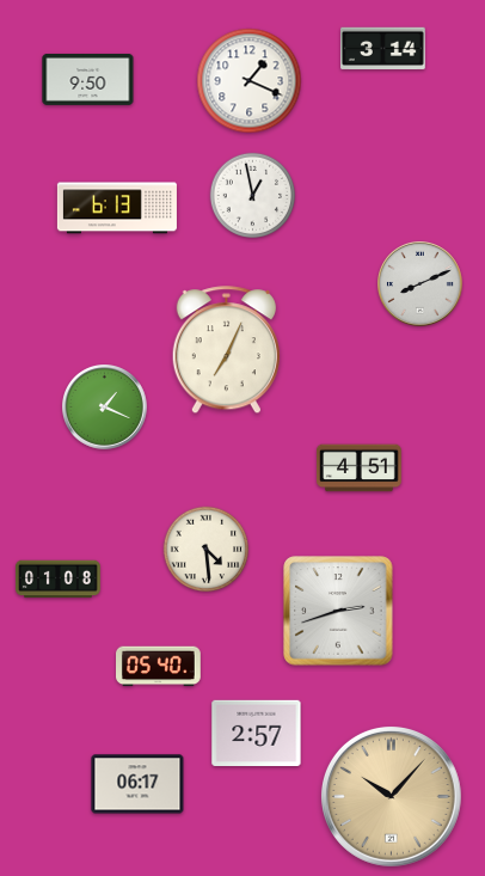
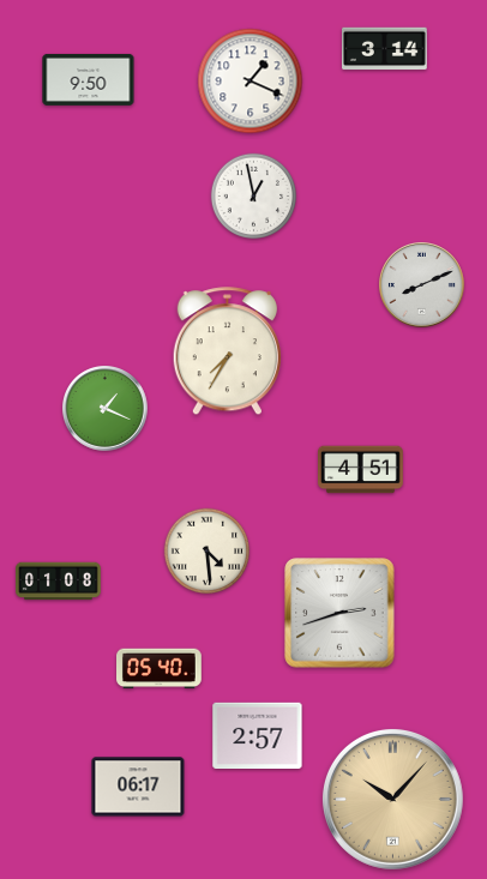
clock at (117, 208): 6:13 -> none
clock at (226, 350): 7:04 -> 7:35
